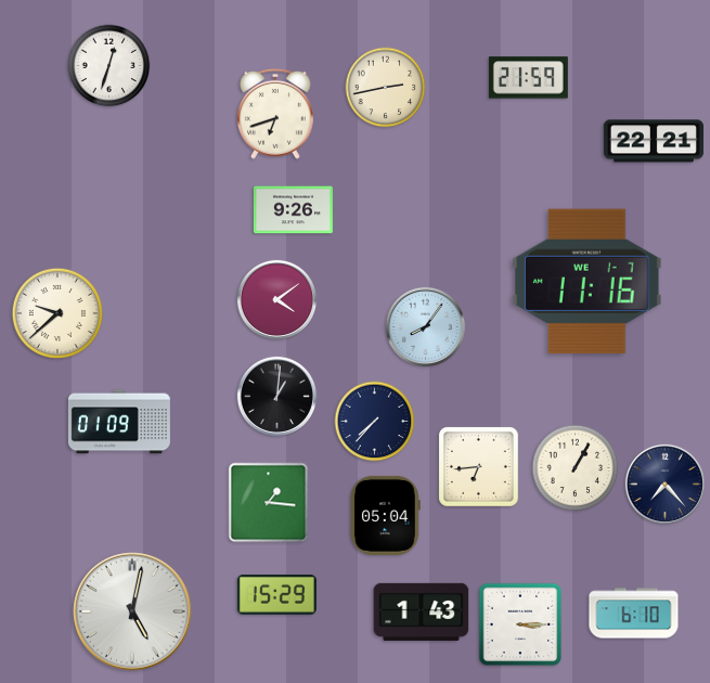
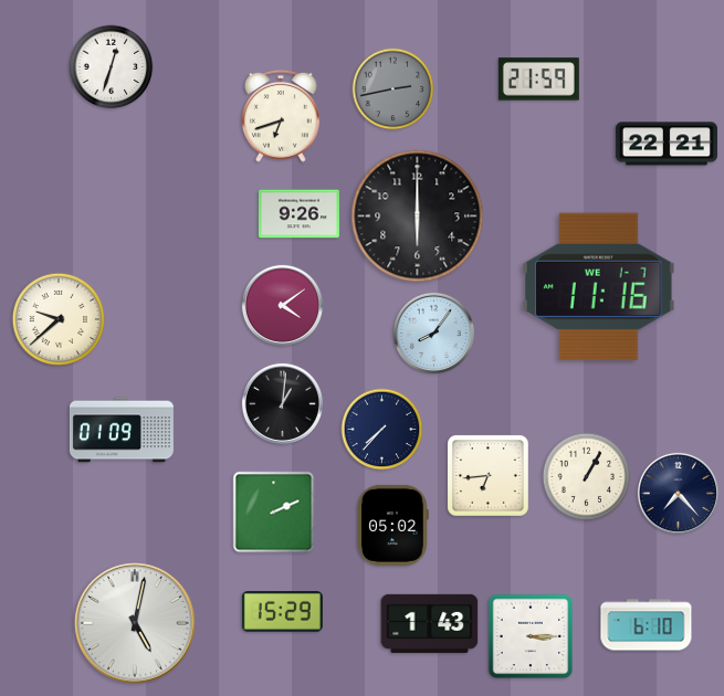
clock at (386, 88) dial: cream -> grey
clock at (418, 217): none -> 6:00
clock at (269, 503): 1:16 -> 2:11
clock at (385, 515): 05:04 -> 05:02
clock at (276, 595) position: (276, 595) -> (282, 612)
